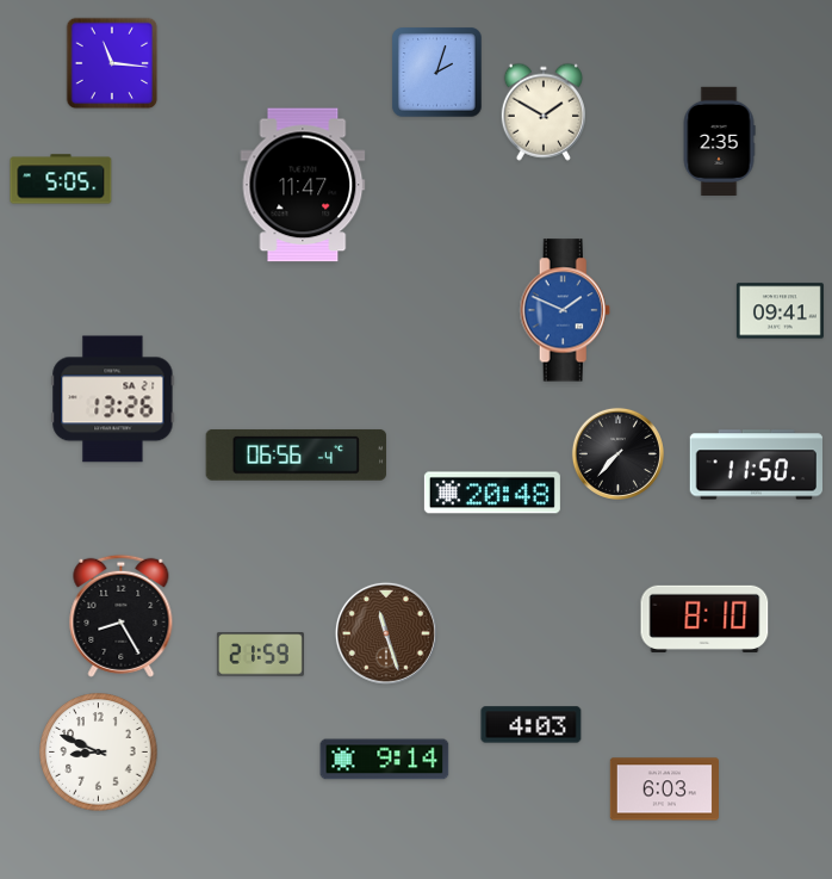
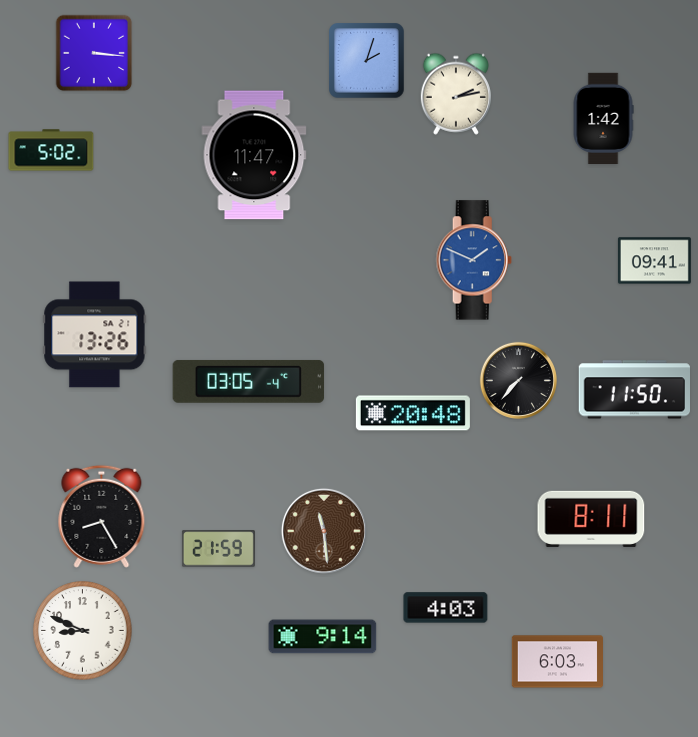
clock at (112, 63): 11:16 -> 3:16
clock at (542, 112): 1:50 -> 2:13
clock at (719, 141): 2:35 -> 1:42
clock at (61, 179): 5:05 -> 5:02
clock at (297, 454): 06:56 -> 03:05
clock at (704, 619): 8:10 -> 8:11
clock at (386, 633): 11:27 -> 11:29
